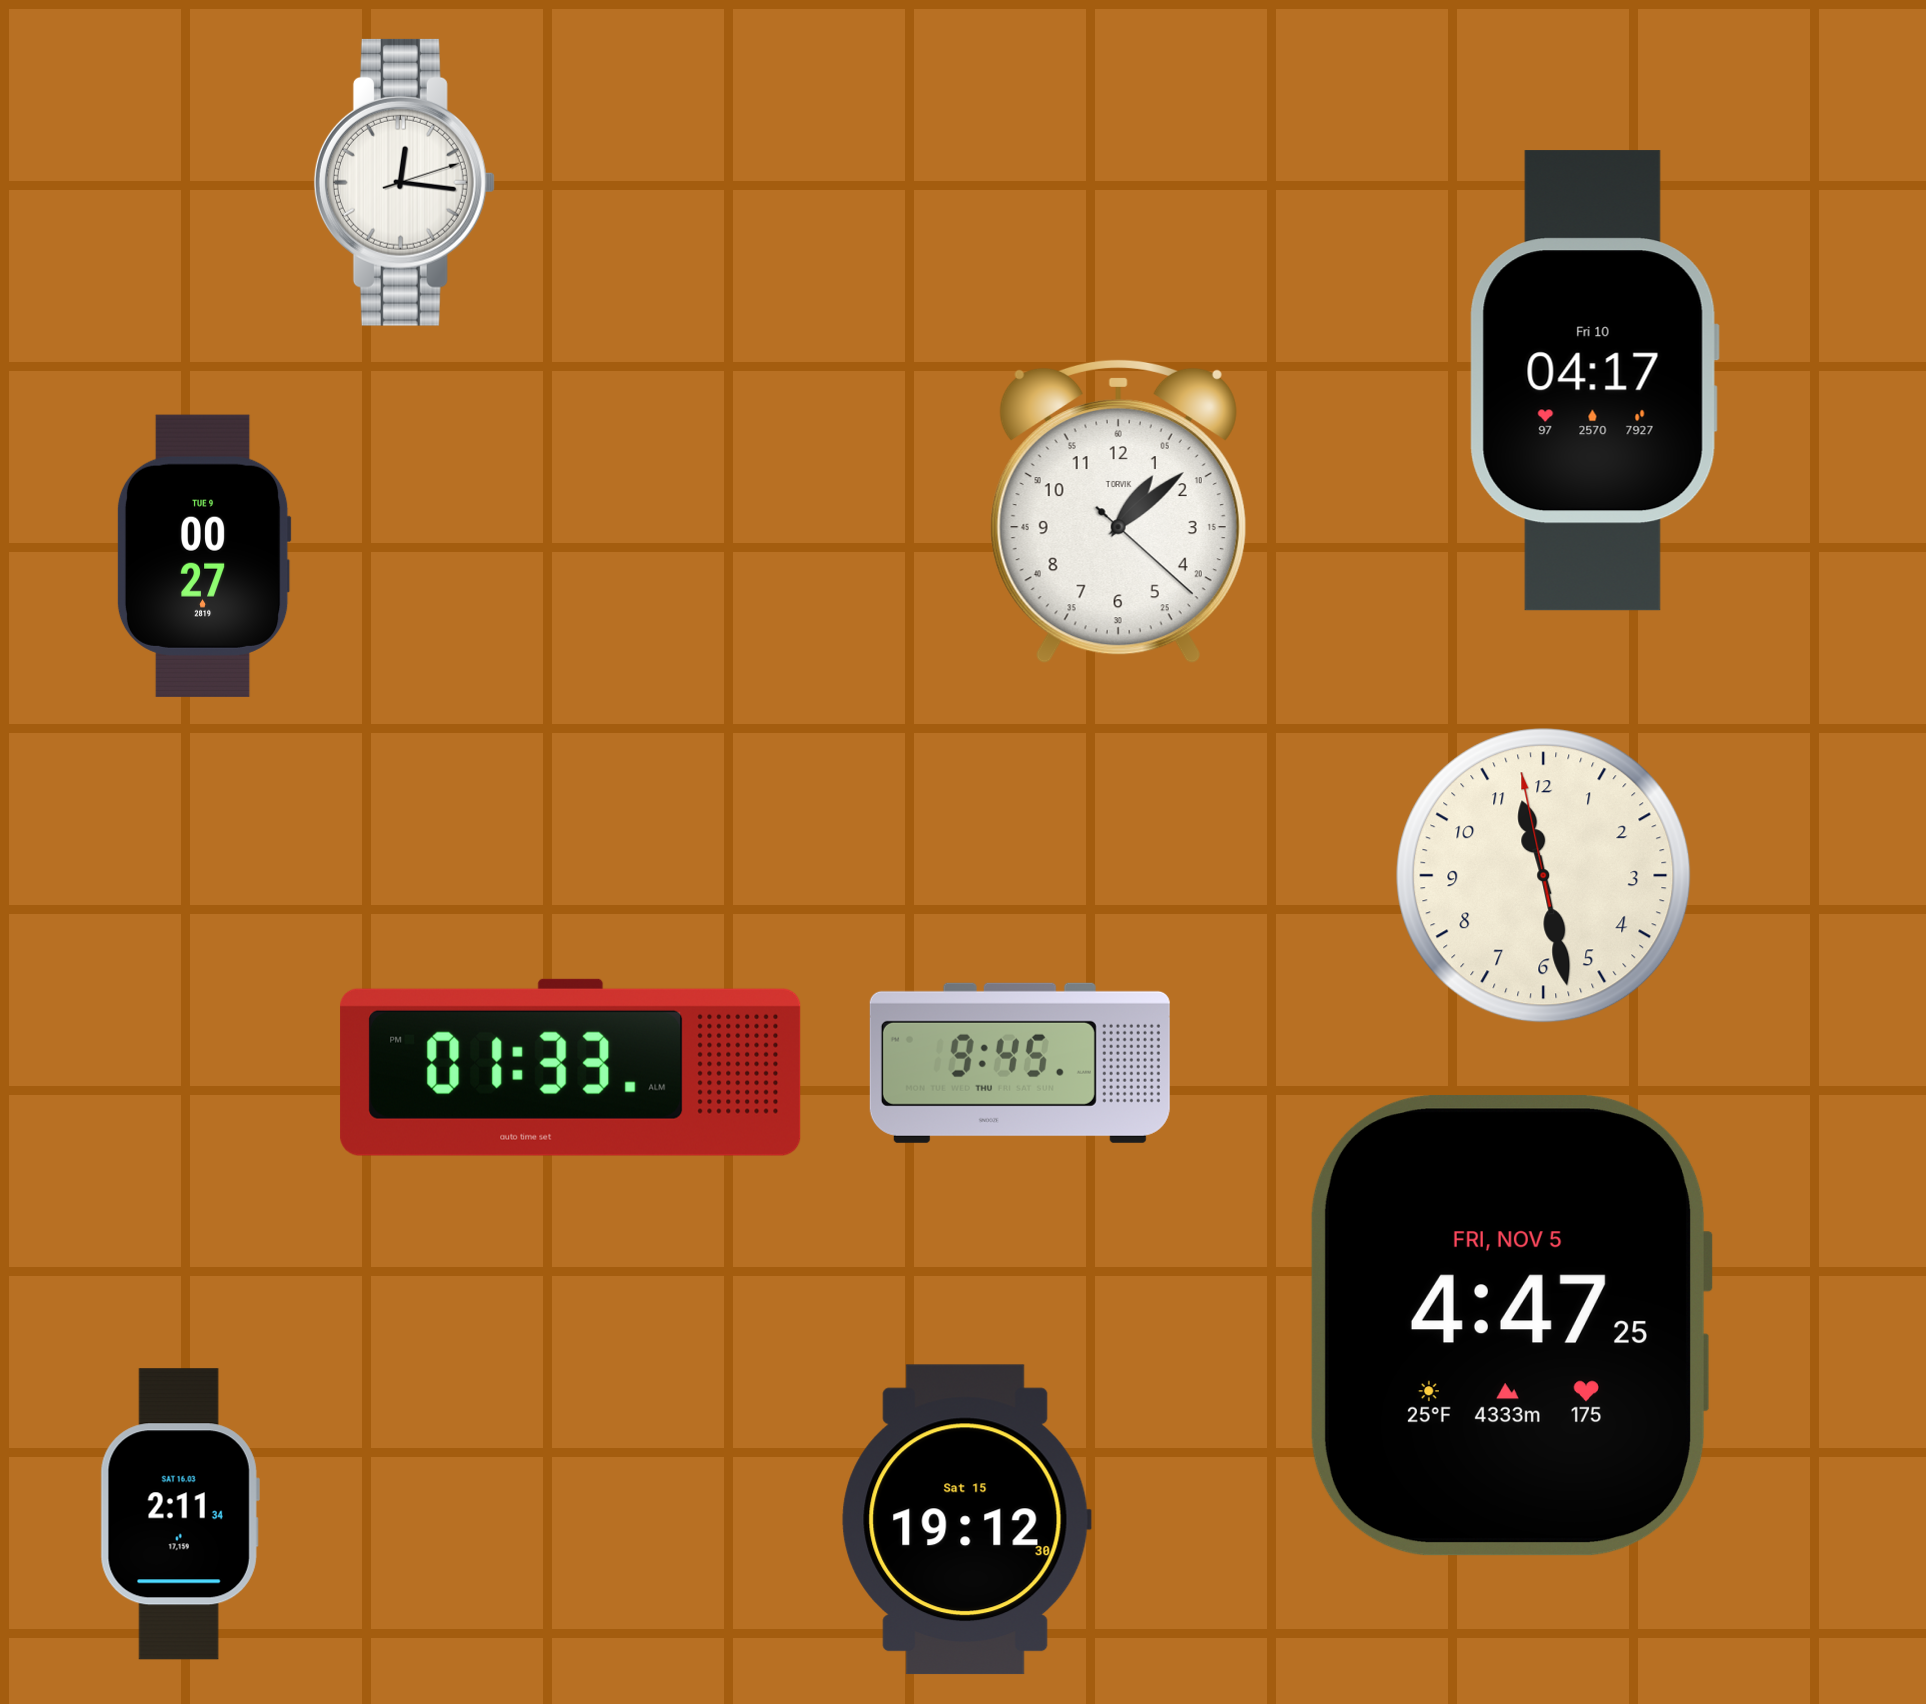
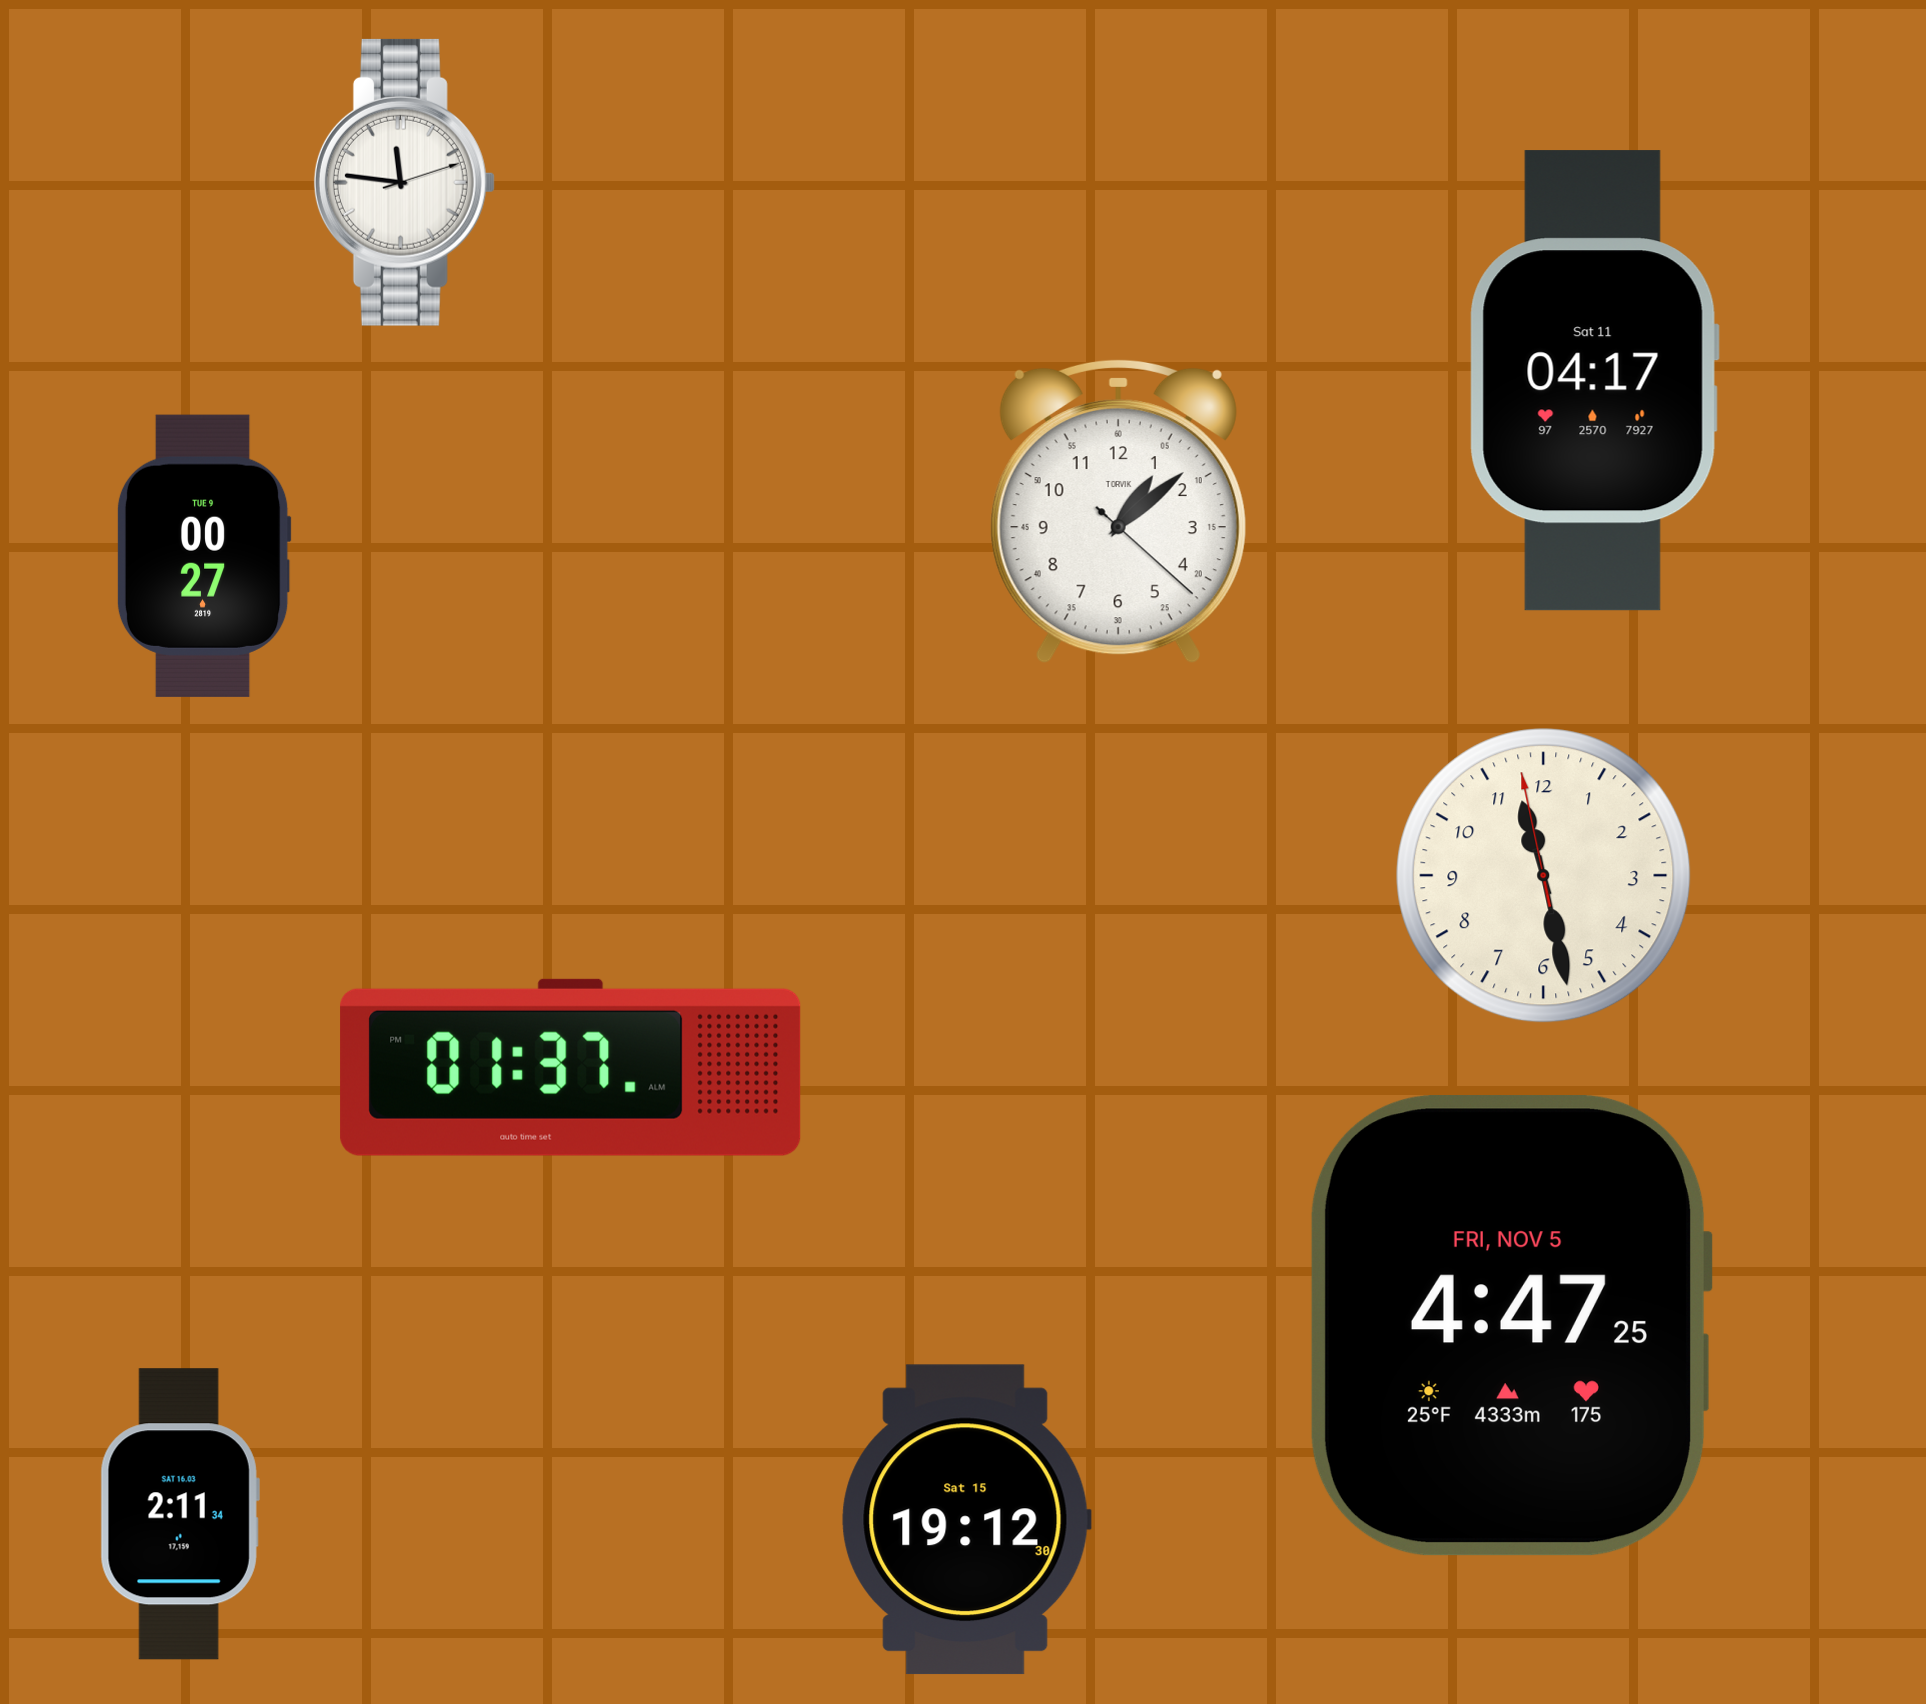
clock at (404, 182): 12:16 -> 11:46
clock at (1594, 381) date: Fri 10 -> Sat 11
clock at (1020, 1063): 9:45 -> none
clock at (571, 1067): 01:33 -> 01:37
